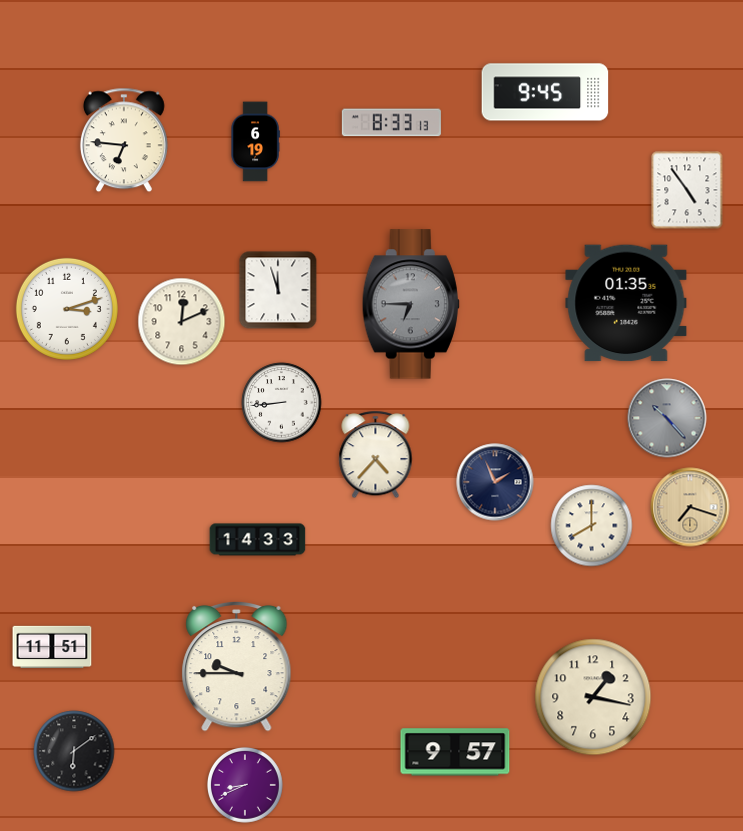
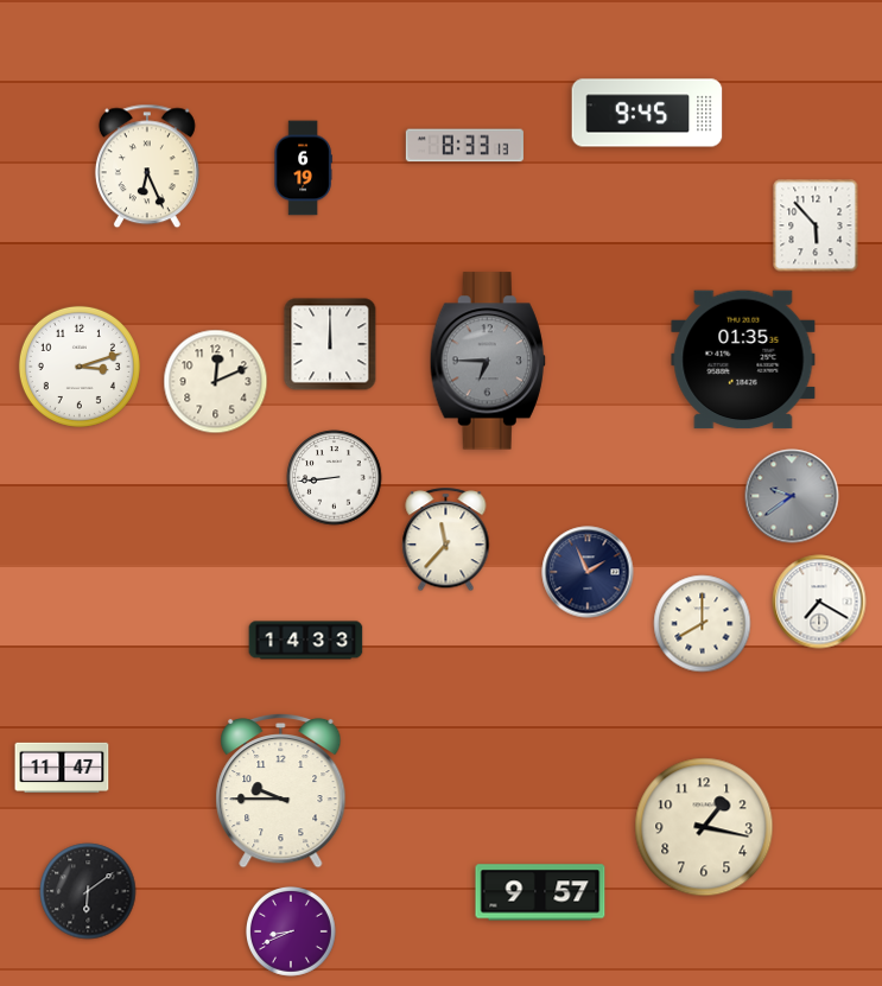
clock at (545, 92) position: (545, 92) -> (647, 113)
clock at (124, 140): 6:46 -> 6:26
clock at (687, 190): 4:54 -> 5:53
clock at (278, 290): 11:57 -> 12:00
clock at (667, 418): 10:23 -> 9:39
clock at (376, 455): 4:37 -> 11:37
clock at (690, 507): 7:18 -> 7:20
clock at (690, 507) dial: champagne -> white
clock at (52, 646): 11:51 -> 11:47
